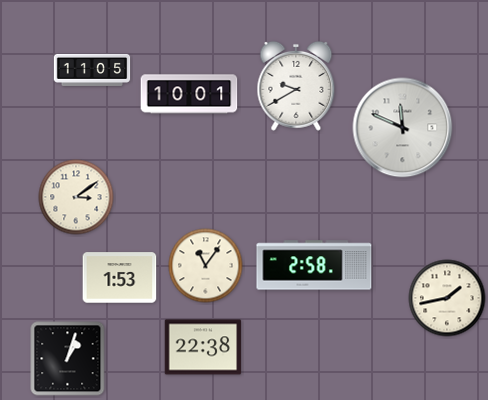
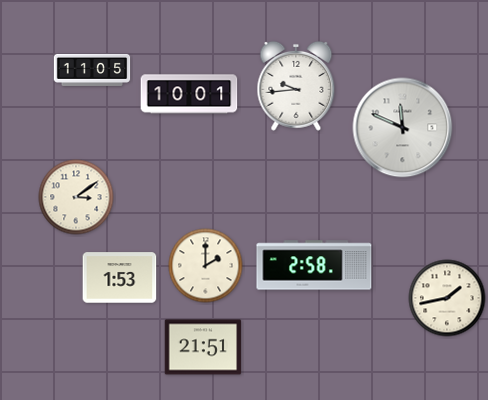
clock at (296, 86): 9:40 -> 9:44
clock at (206, 266): 11:06 -> 2:00
clock at (203, 347): 22:38 -> 21:51
clock at (68, 359): 1:03 -> none
